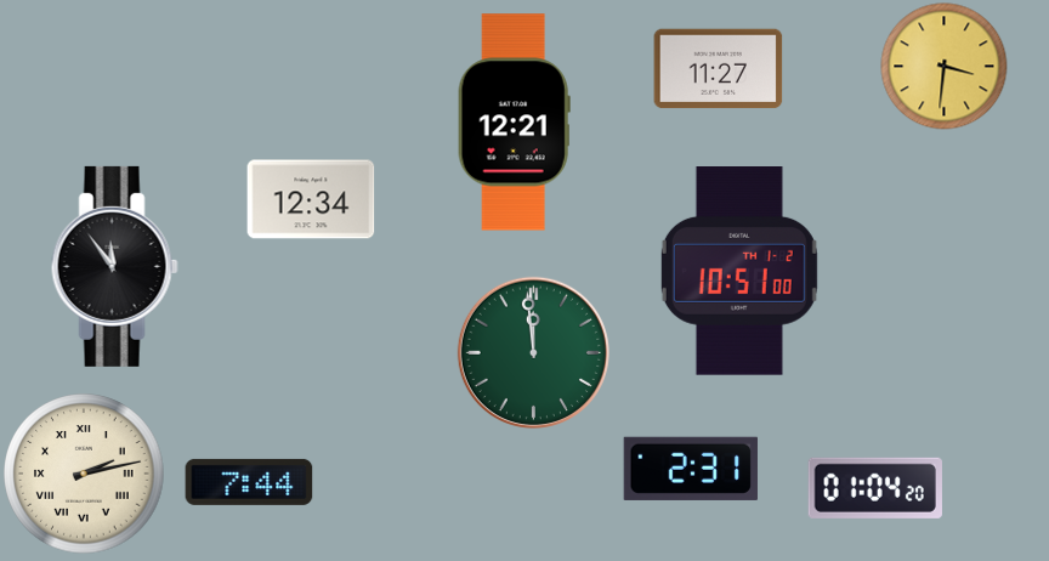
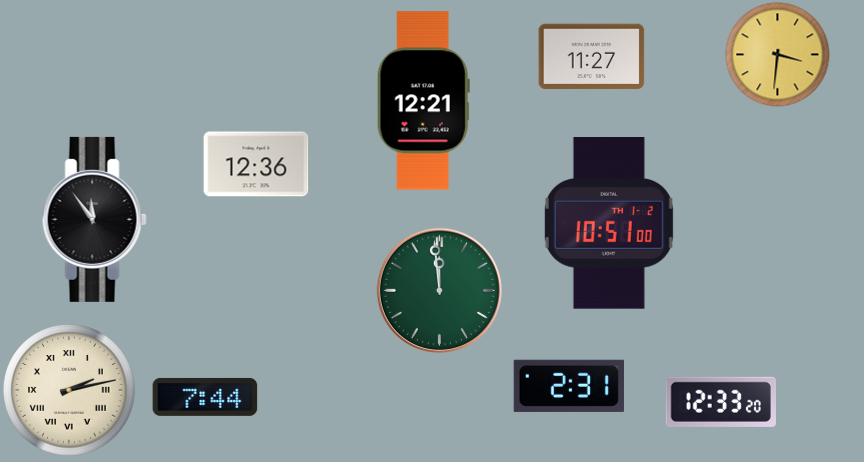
clock at (311, 199): 12:34 -> 12:36
clock at (875, 488): 01:04 -> 12:33
